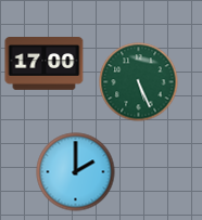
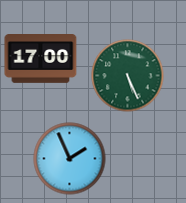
clock at (76, 172): 2:00 -> 1:56
